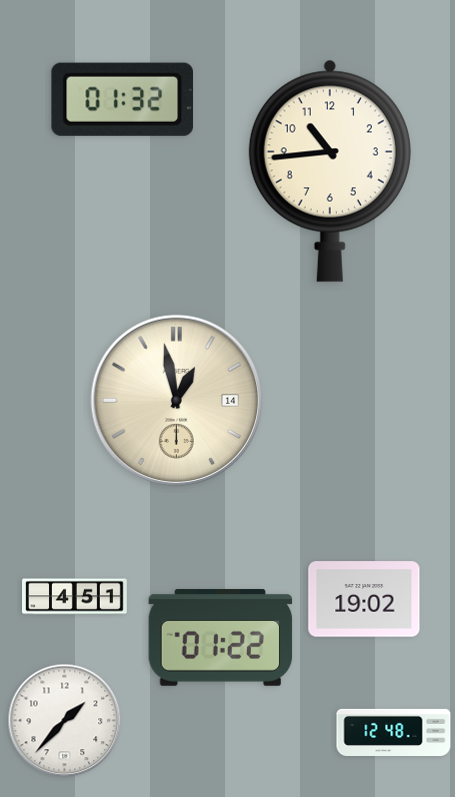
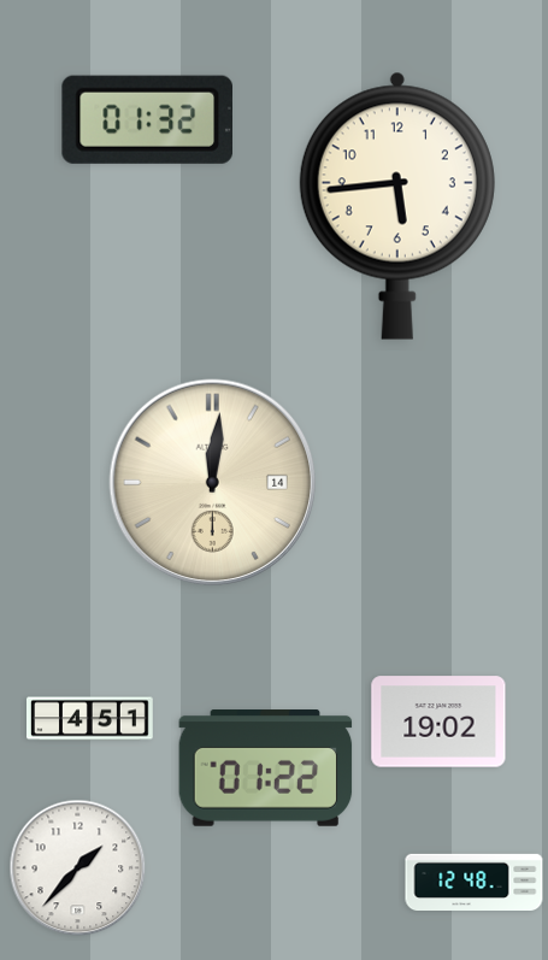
clock at (330, 171): 10:44 -> 5:44
clock at (177, 401): 12:58 -> 12:01
